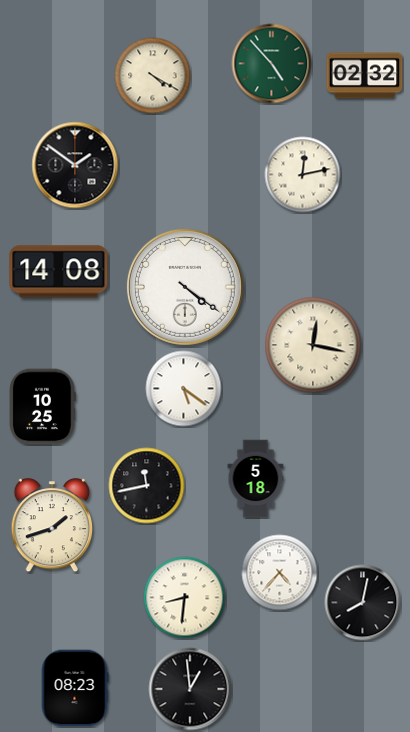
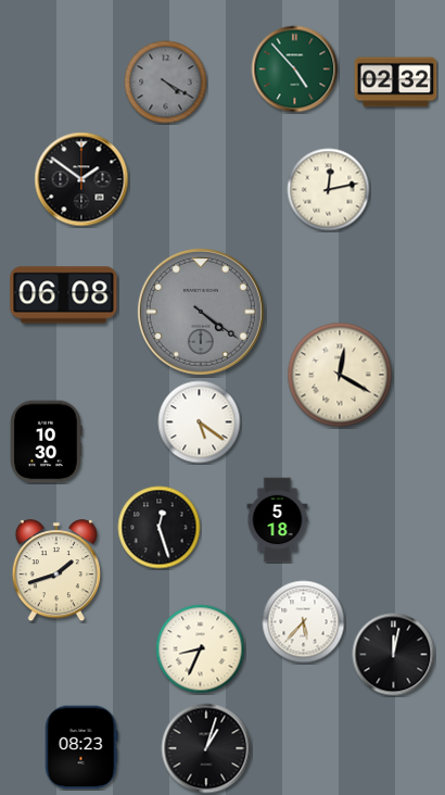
clock at (153, 76) dial: cream -> grey
clock at (59, 272): 14:08 -> 06:08
clock at (185, 287) dial: white -> grey
clock at (313, 345): 12:17 -> 12:20
clock at (42, 407): 10:25 -> 10:30
clock at (147, 486): 11:43 -> 12:27
clock at (280, 573): 4:37 -> 5:37
clock at (185, 598): 8:31 -> 8:34
clock at (363, 603): 8:02 -> 12:02
clock at (190, 689): 12:59 -> 1:03
